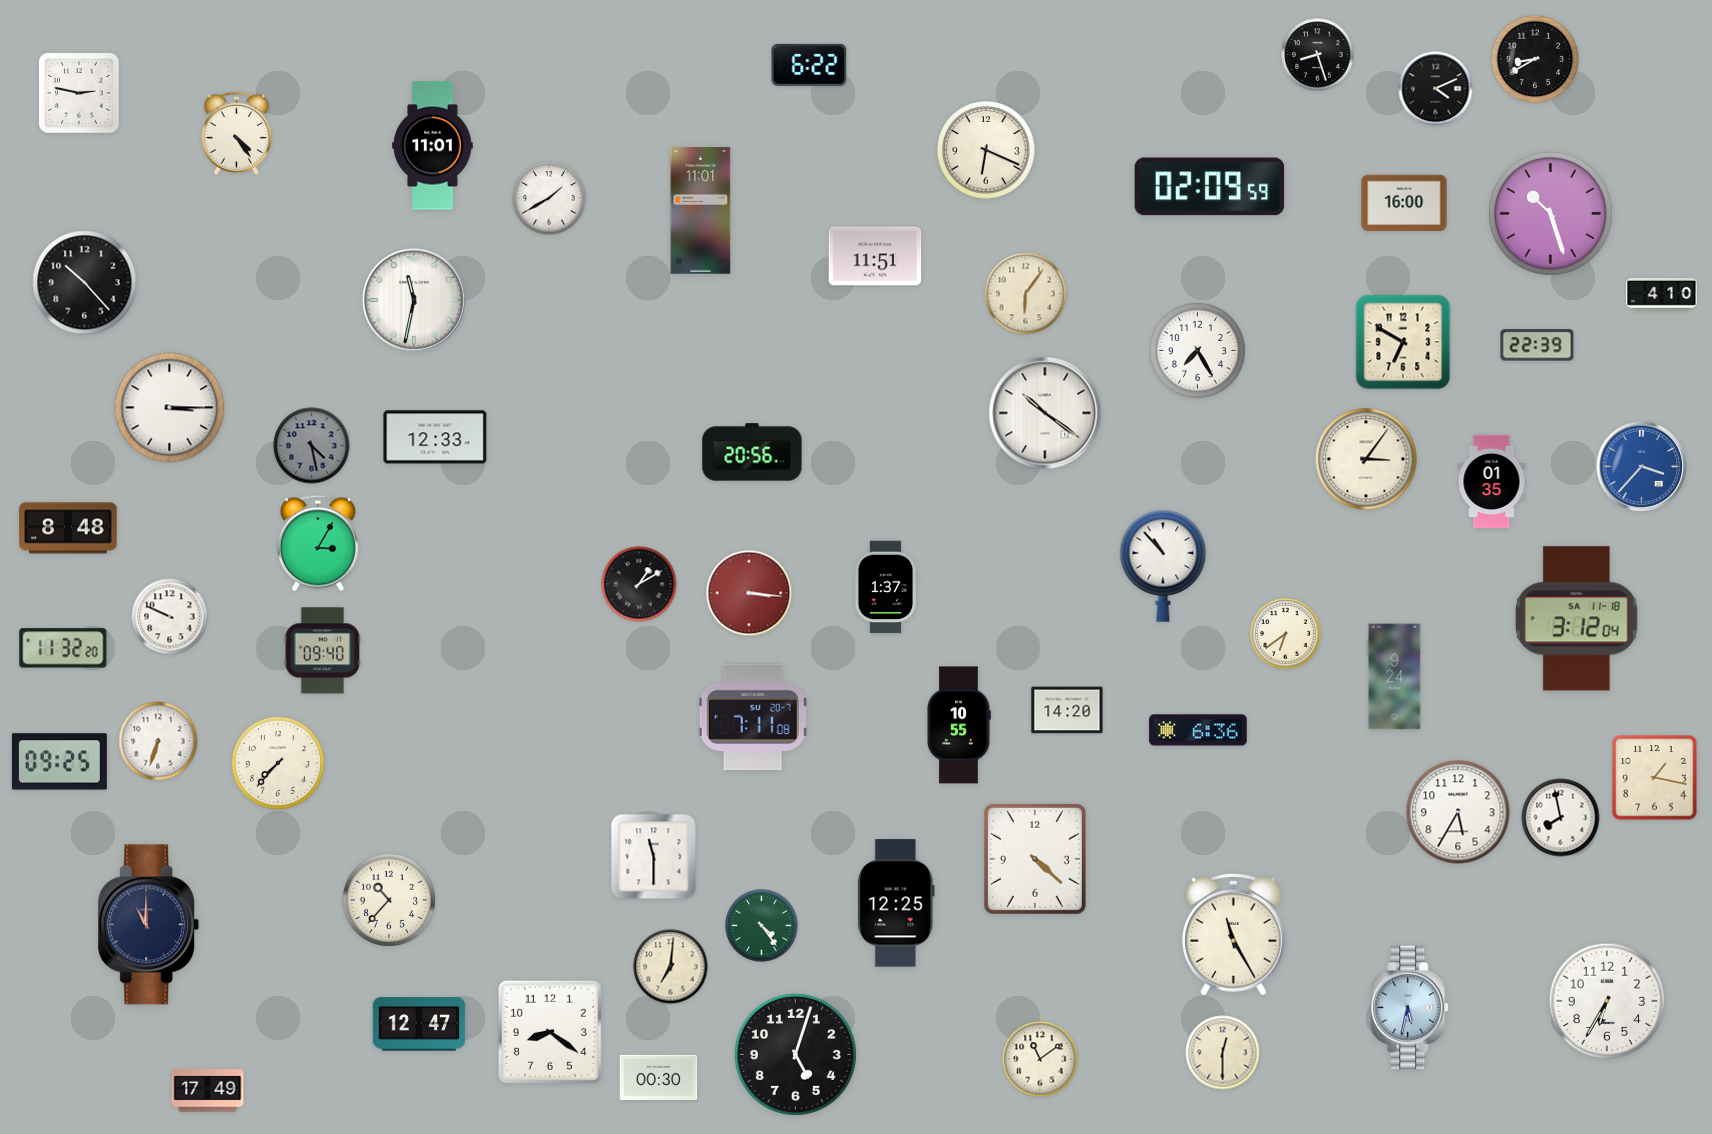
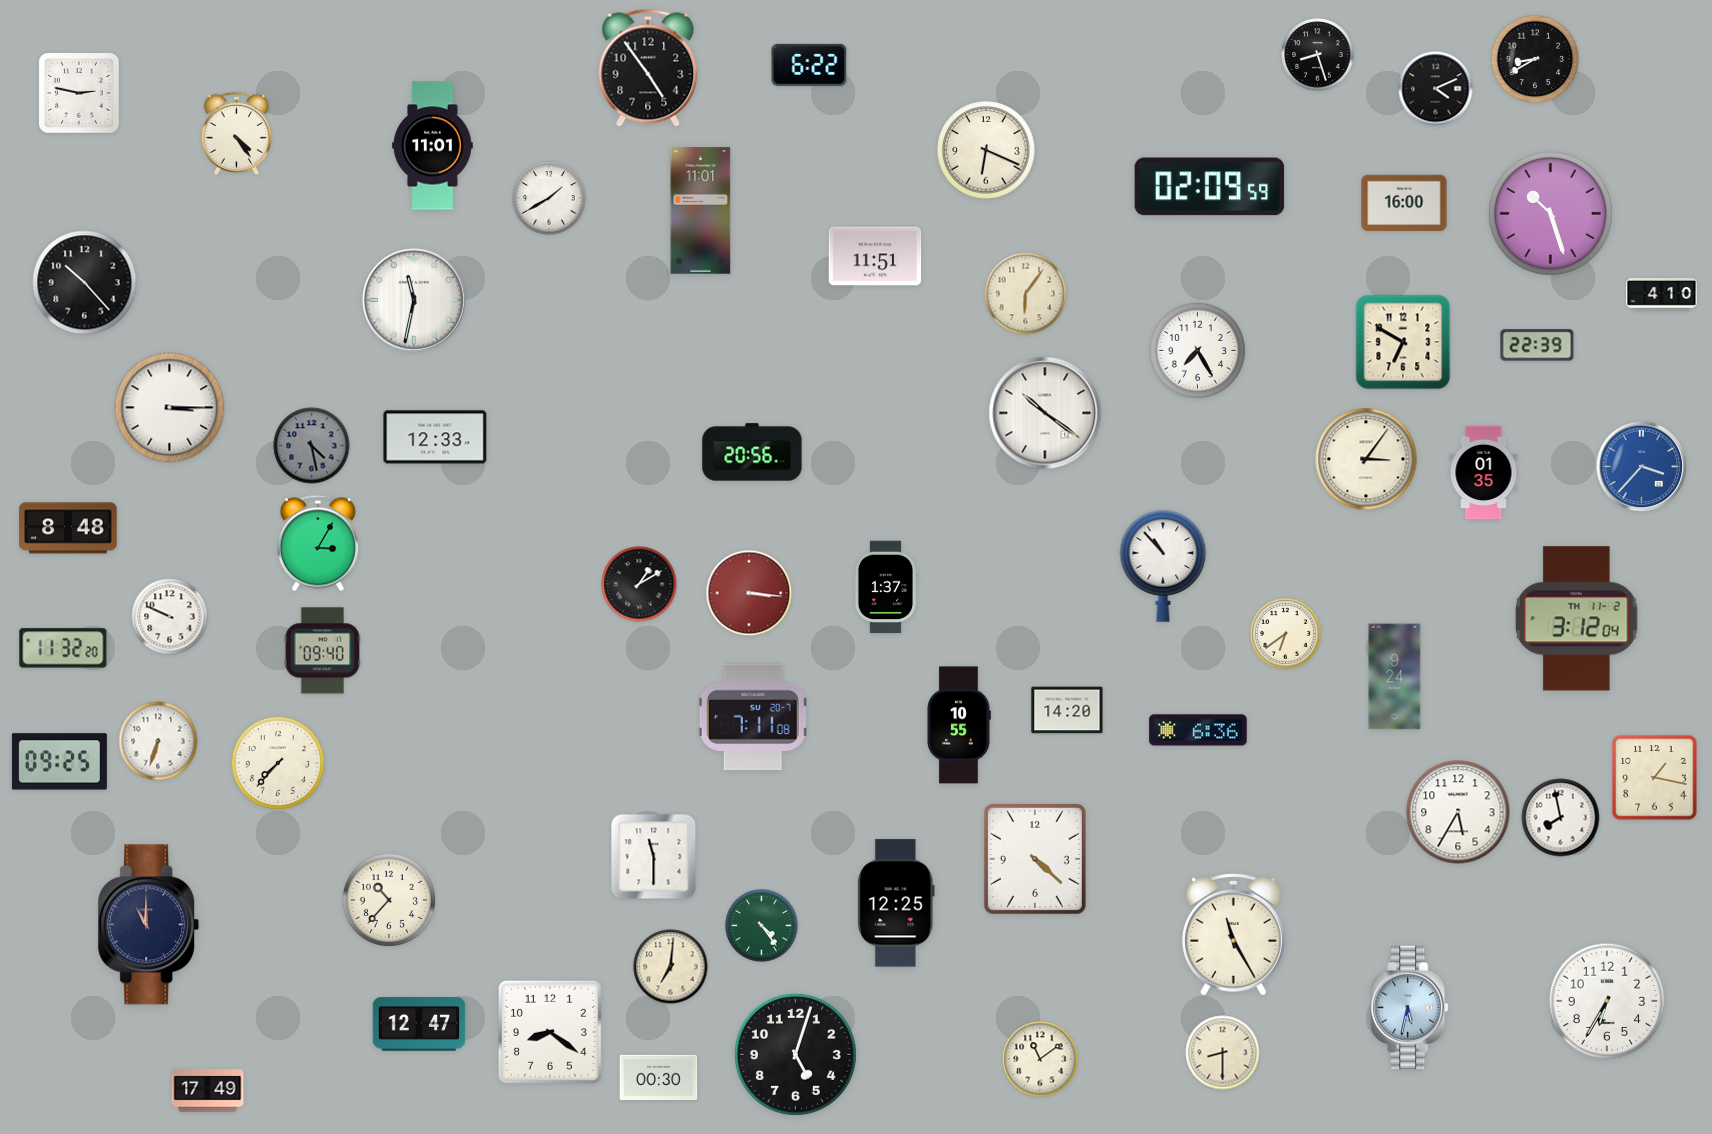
clock at (648, 68): none -> 4:54
clock at (1492, 482) position: (1492, 482) -> (1484, 473)
clock at (1577, 619) date: SA 11-18 -> TH 11-2
clock at (1223, 1053): 12:30 -> 8:30
